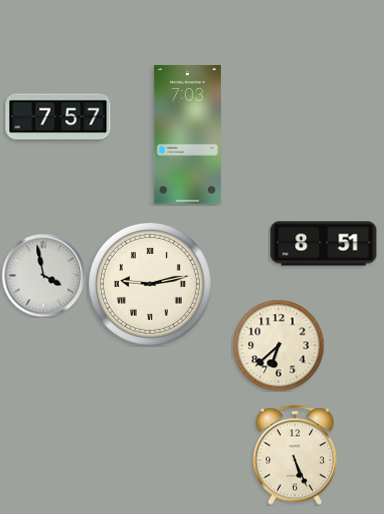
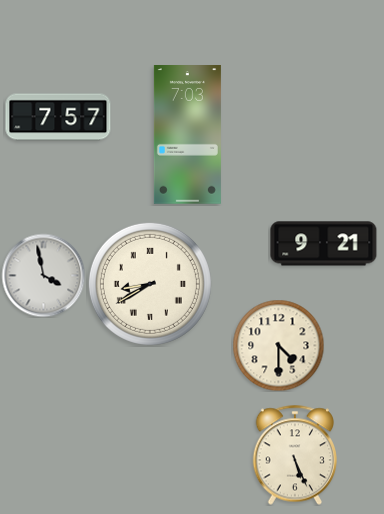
clock at (324, 244): 8:51 -> 9:21
clock at (150, 284): 9:13 -> 8:40
clock at (278, 345): 6:38 -> 4:30
